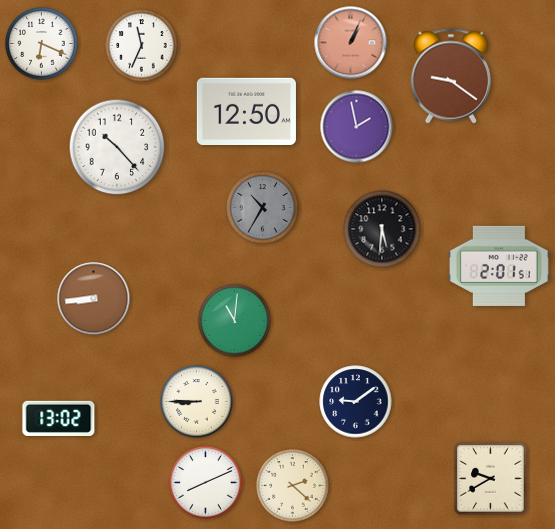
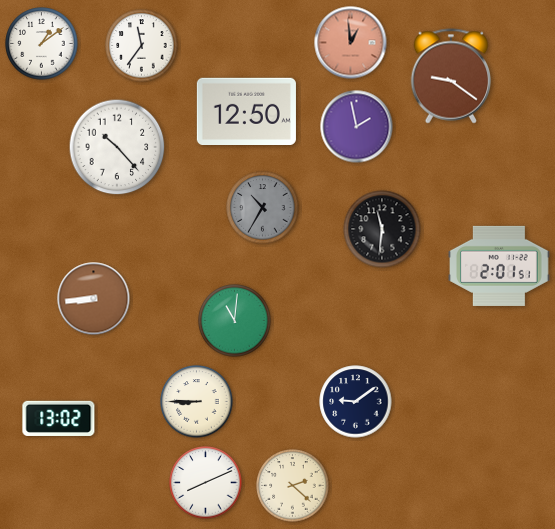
clock at (351, 43): 1:04 -> 12:59
clock at (42, 44): 6:19 -> 1:09
clock at (142, 46): 11:34 -> 11:36
clock at (382, 229): 5:31 -> 11:31
clock at (491, 479): 9:40 -> none
